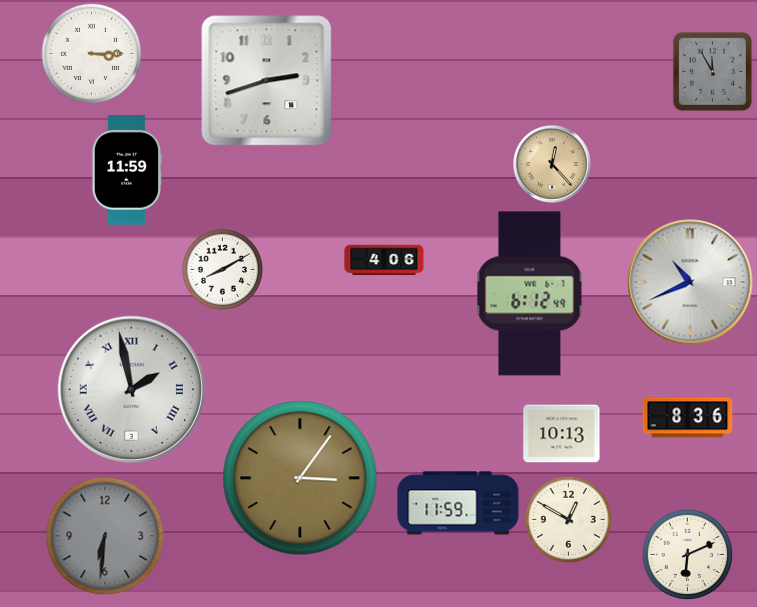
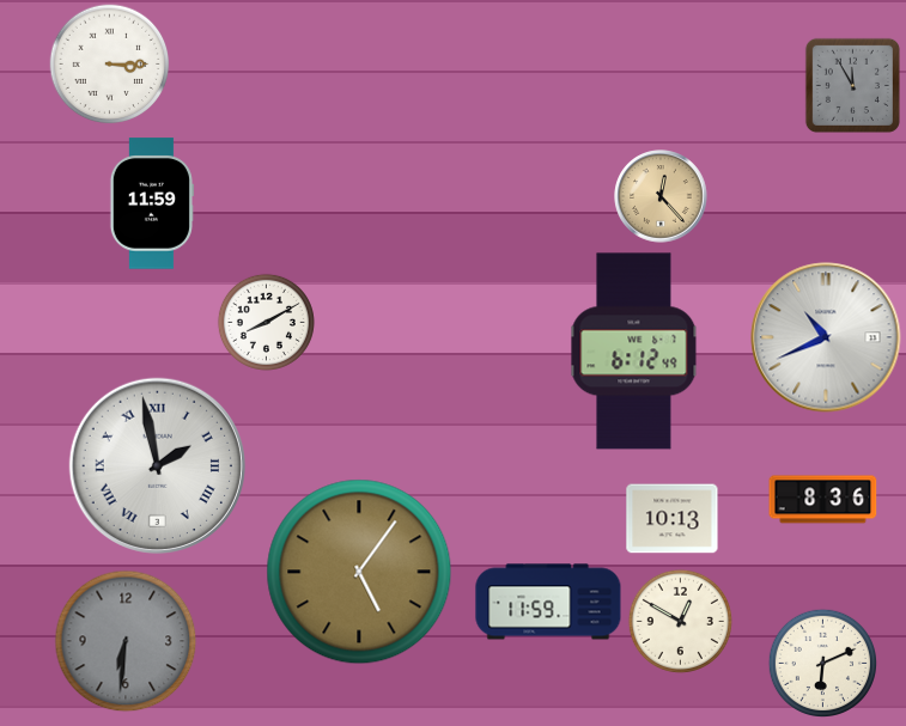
clock at (267, 81): 2:42 -> none
clock at (384, 260): 4:06 -> none
clock at (300, 478): 3:06 -> 5:06
